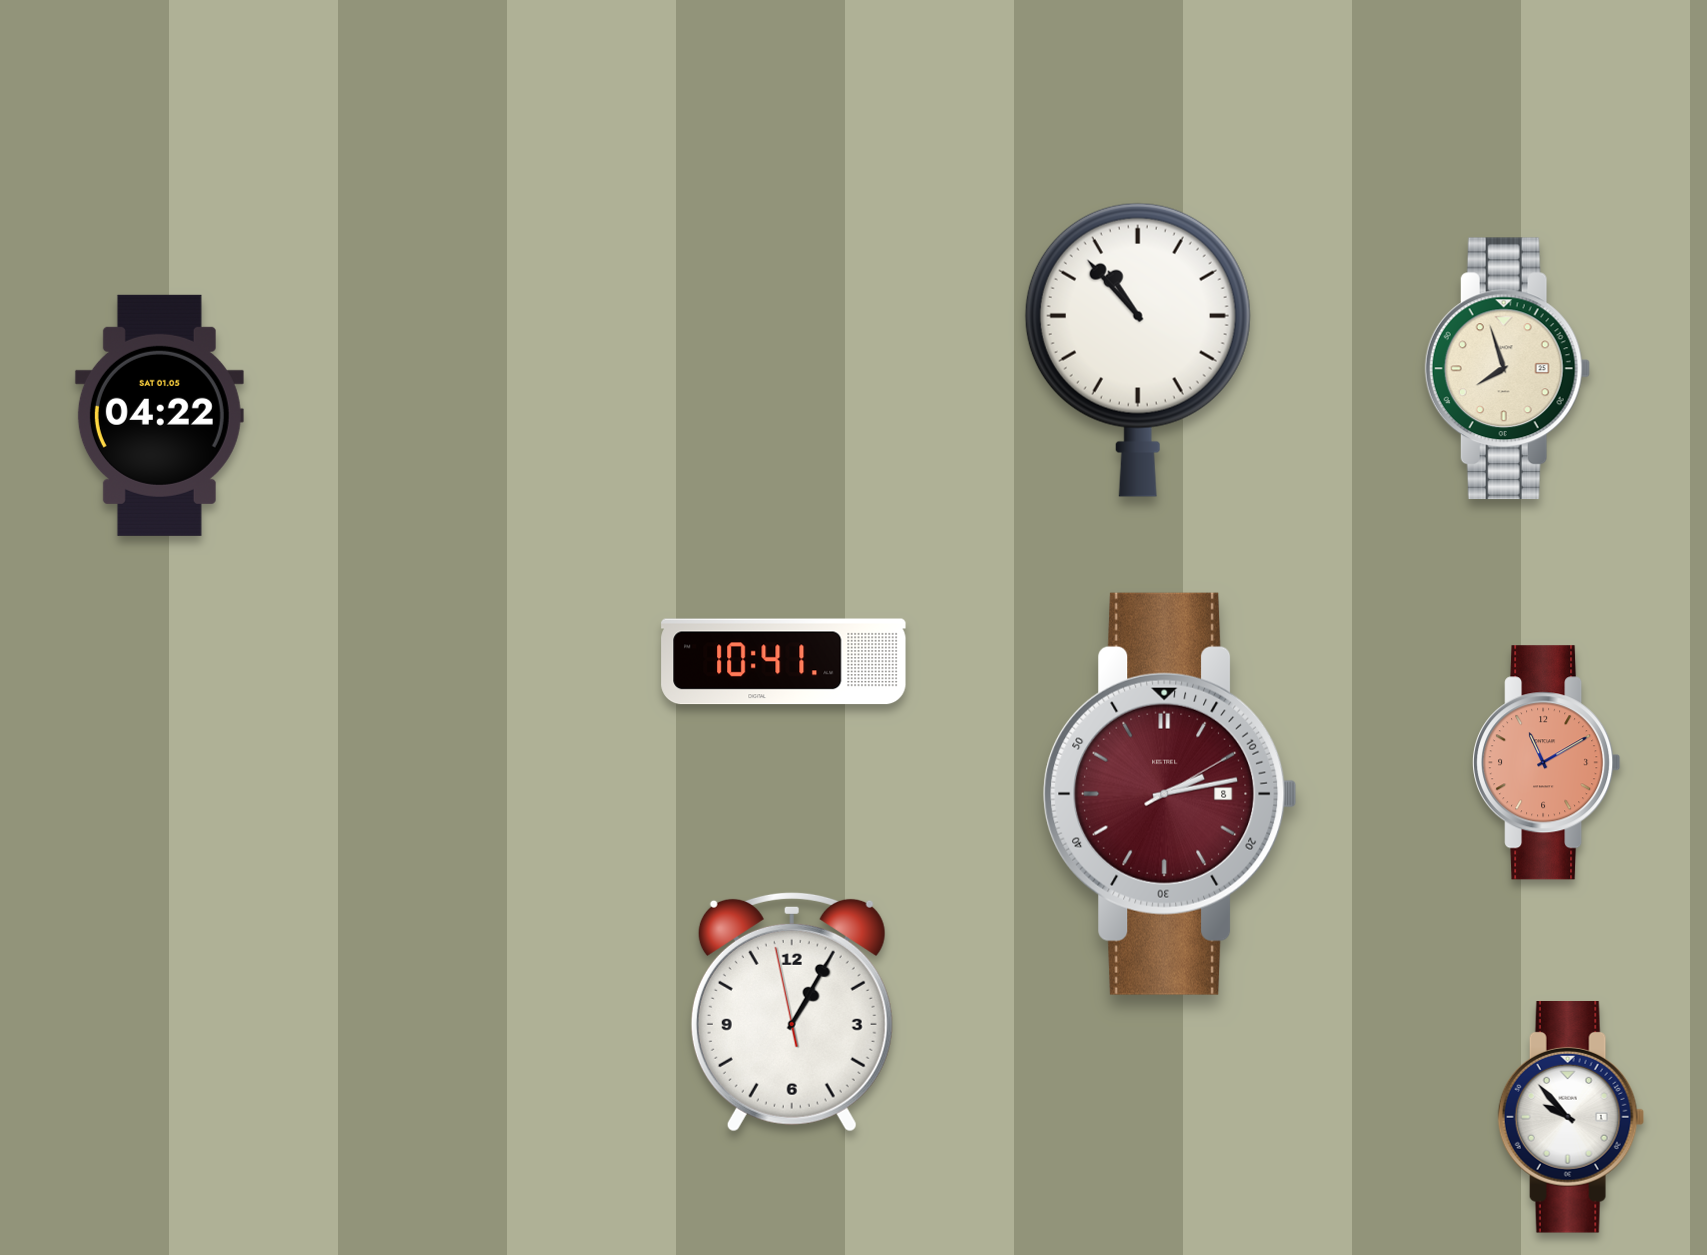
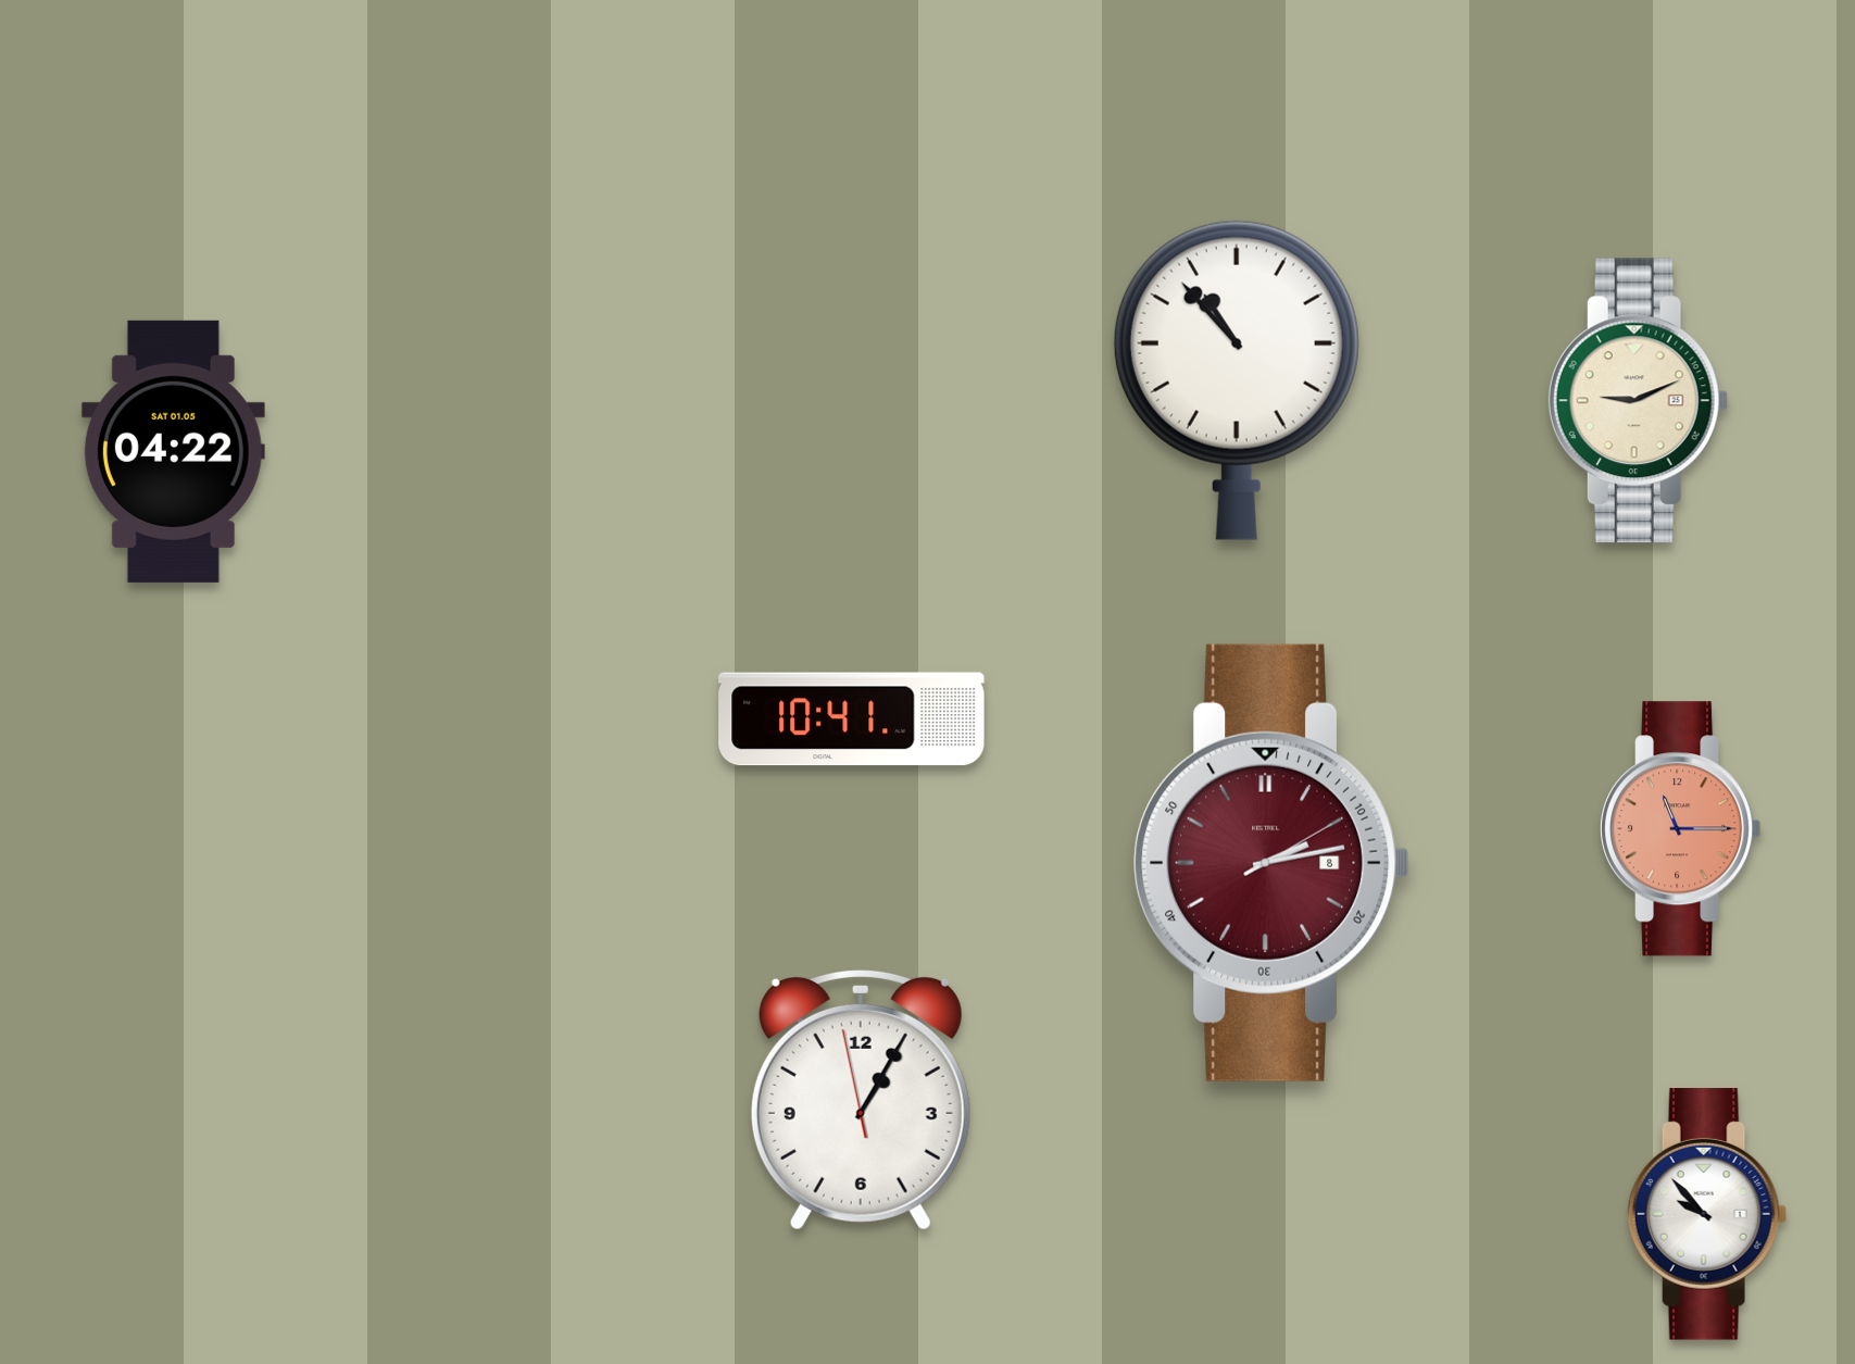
clock at (1507, 369): 7:57 -> 9:11
clock at (1547, 763): 11:10 -> 11:15
